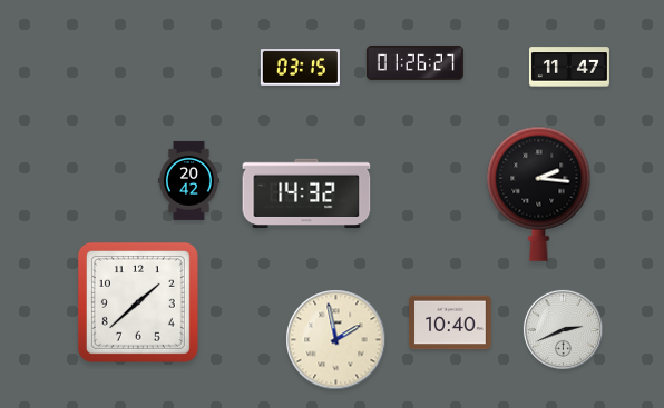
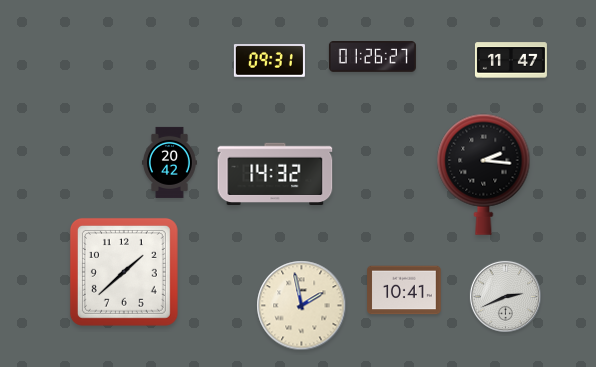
clock at (300, 68): 03:15 -> 09:31
clock at (450, 322): 10:40 -> 10:41
